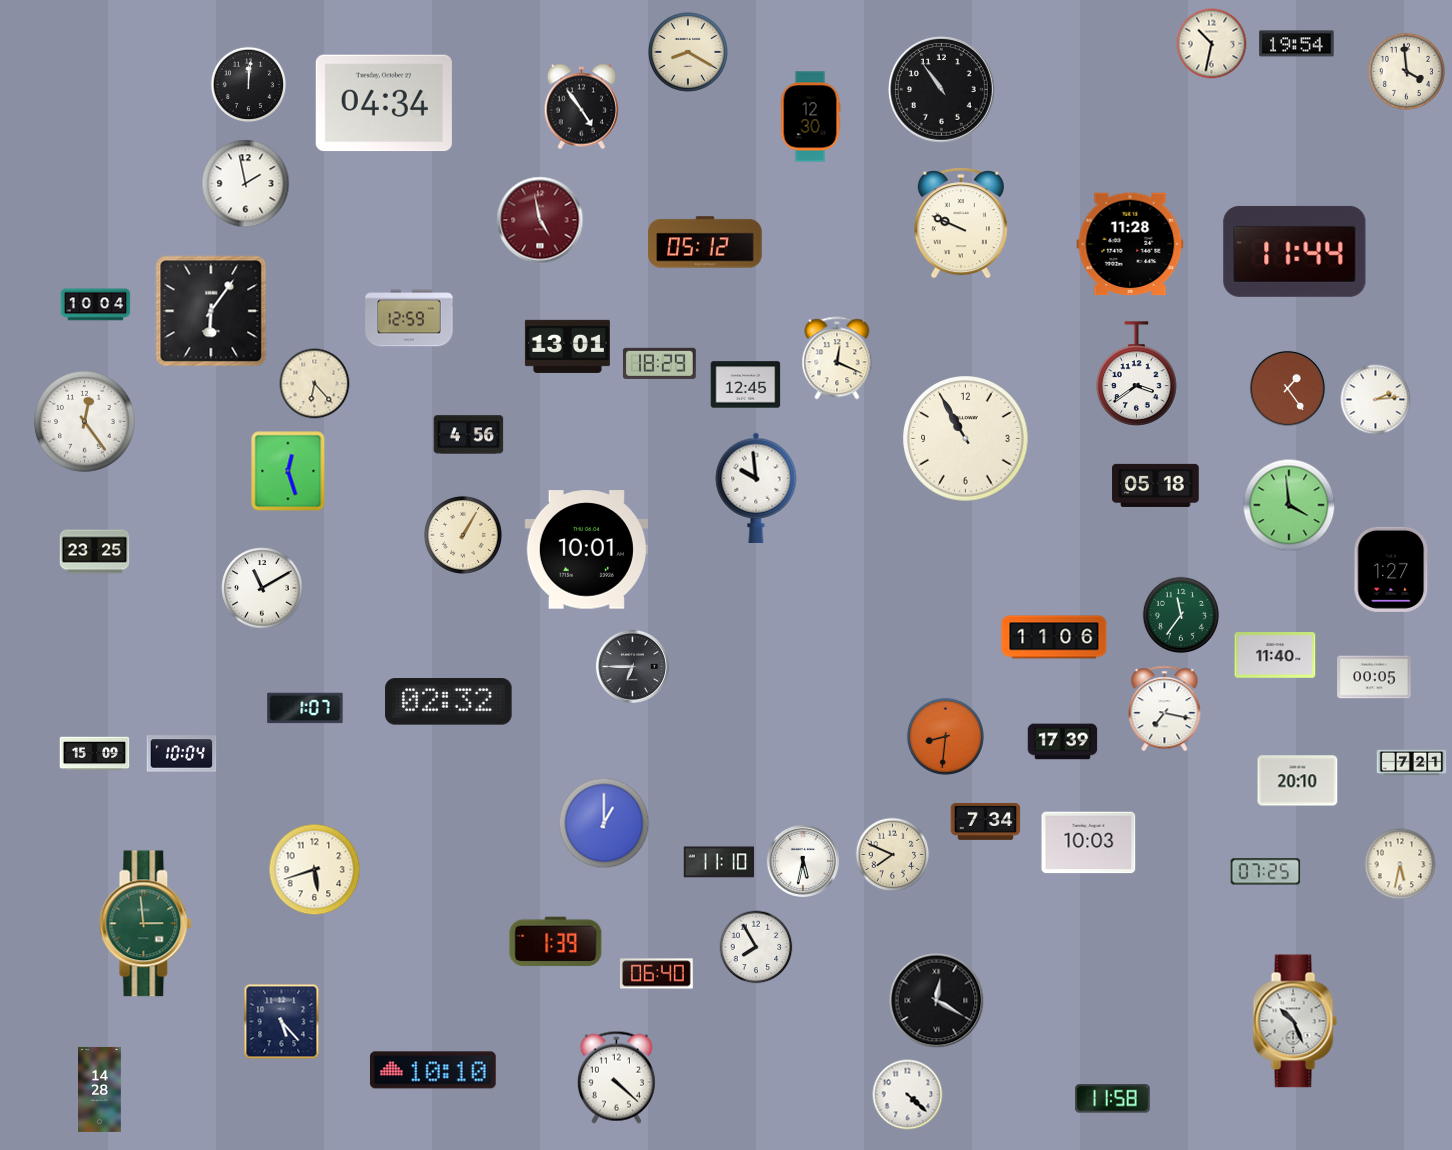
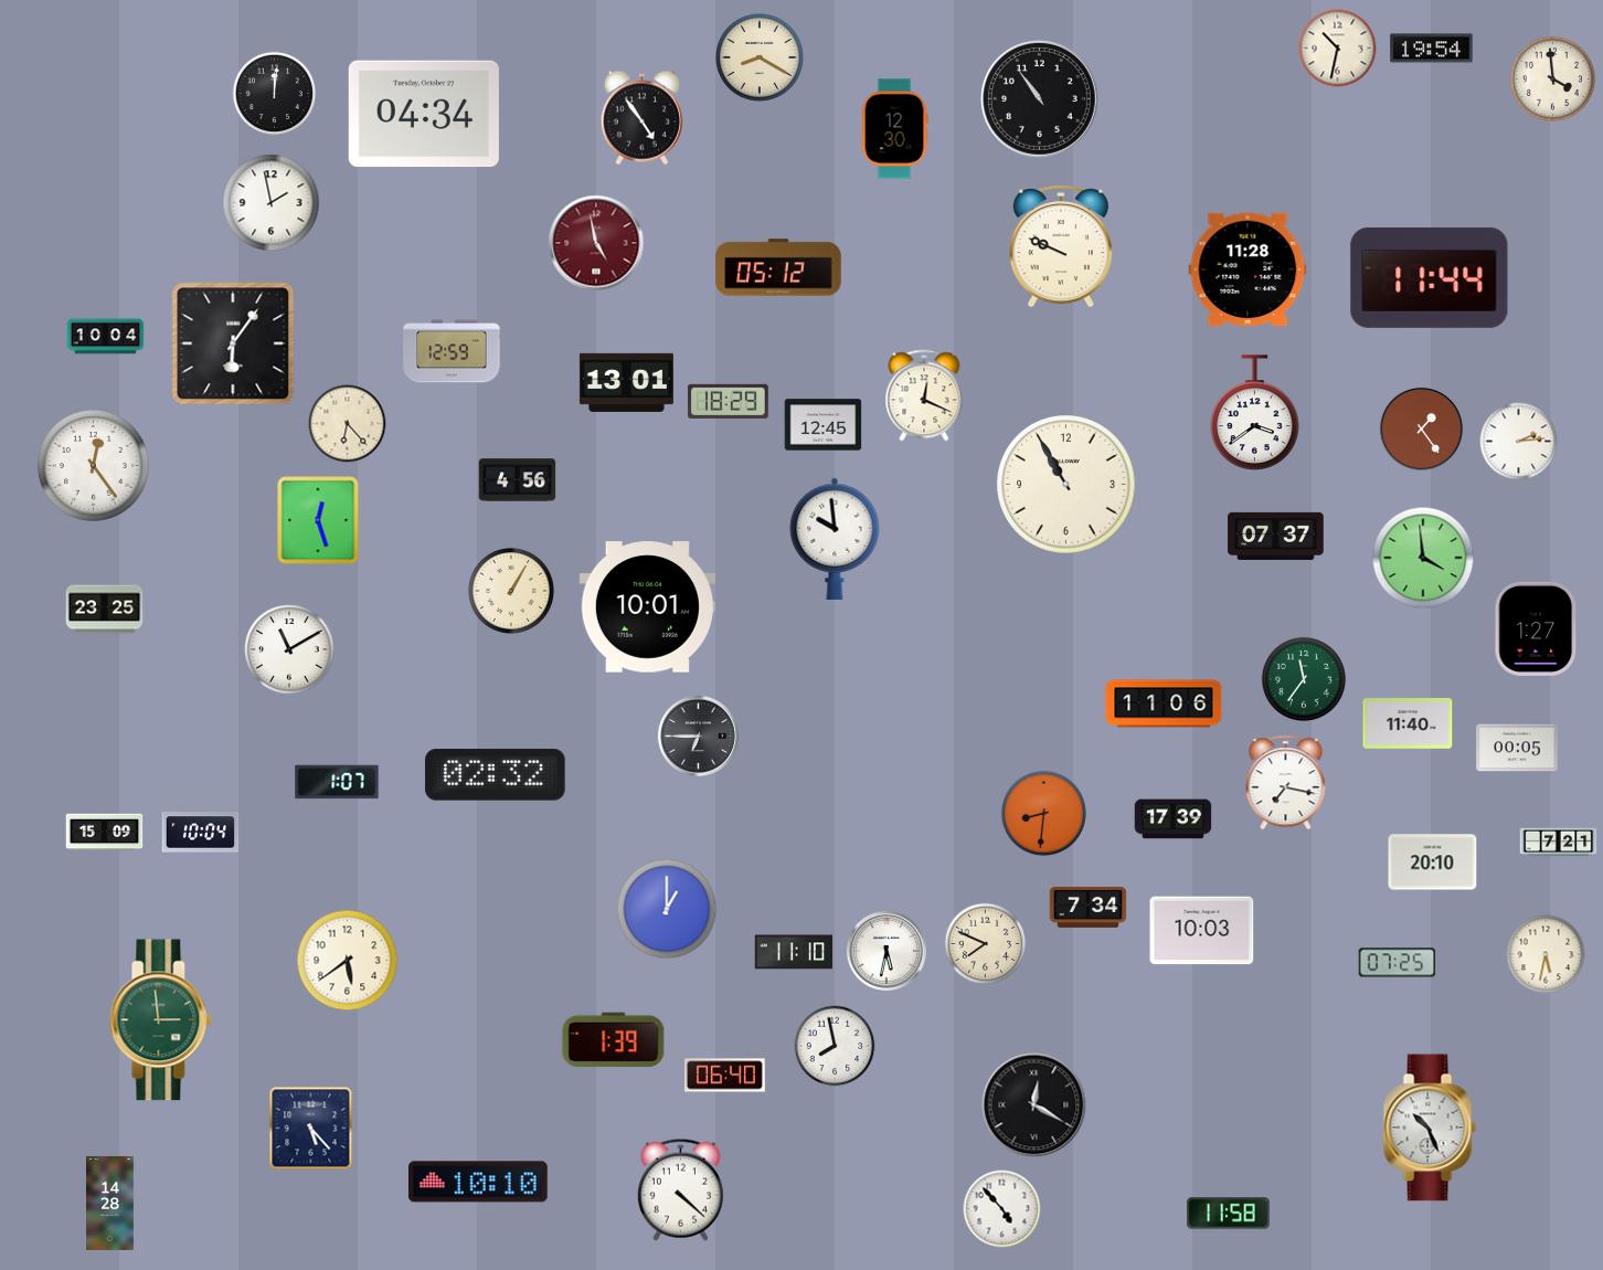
clock at (1156, 485): 05:18 -> 07:37
clock at (315, 870): 5:42 -> 5:39
clock at (756, 947): 7:55 -> 7:58
clock at (908, 1095): 4:22 -> 4:53
